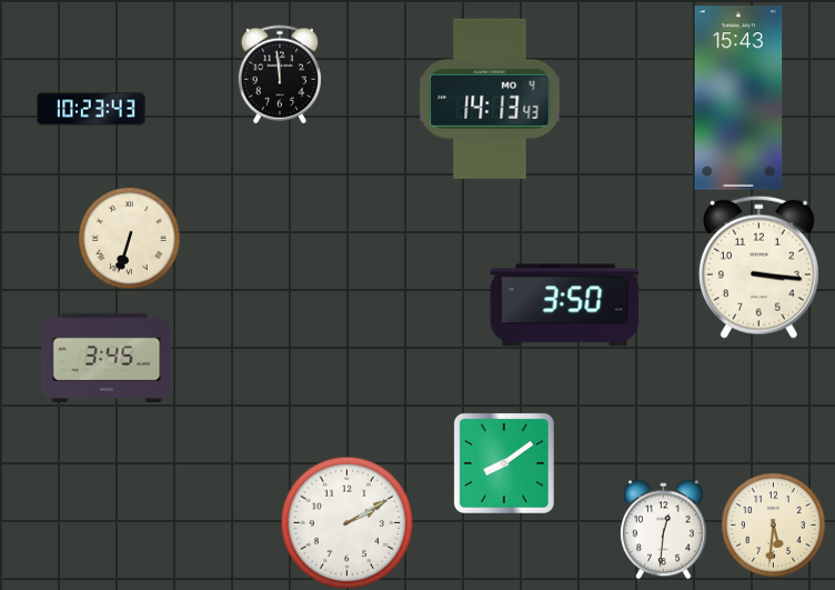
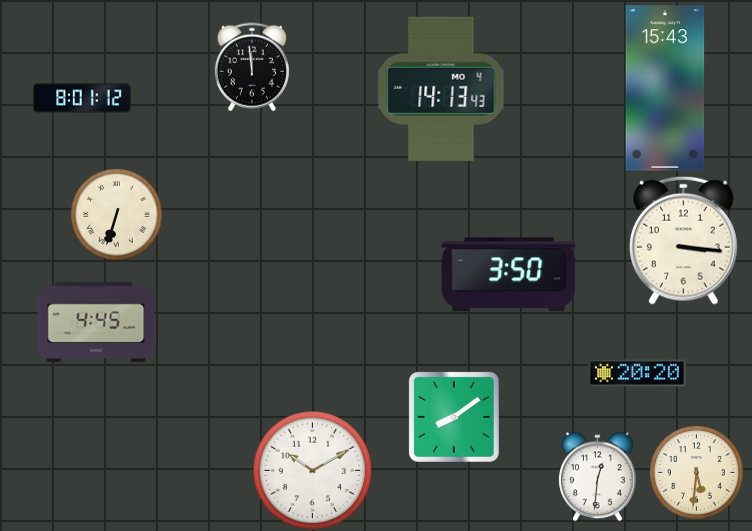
clock at (91, 109): 10:23 -> 8:01
clock at (107, 358): 3:45 -> 4:45
clock at (637, 373): none -> 20:20
clock at (346, 522): 2:10 -> 10:10
